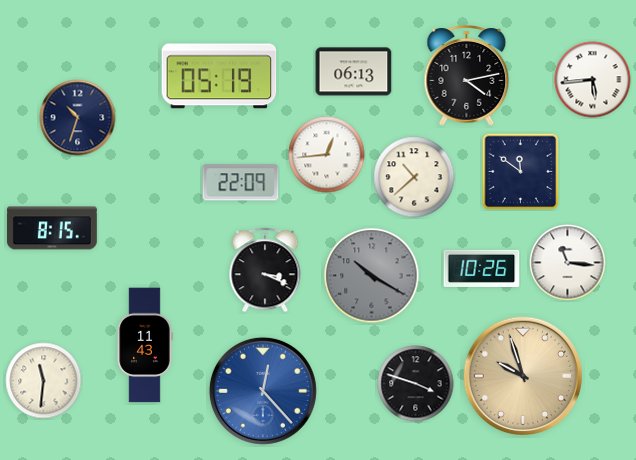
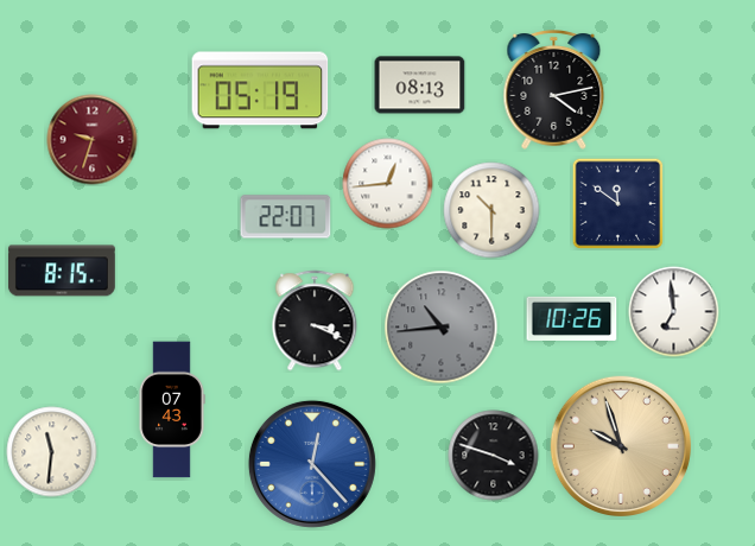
clock at (354, 72): 06:13 -> 08:13
clock at (593, 80): 5:44 -> none
clock at (78, 118): 10:33 -> 9:33
clock at (78, 118) dial: navy -> burgundy
clock at (414, 177): 10:38 -> 10:30
clock at (241, 183): 22:09 -> 22:07
clock at (568, 263): 11:16 -> 6:59
clock at (372, 276): 10:20 -> 10:44
clock at (145, 345): 11:43 -> 07:43
